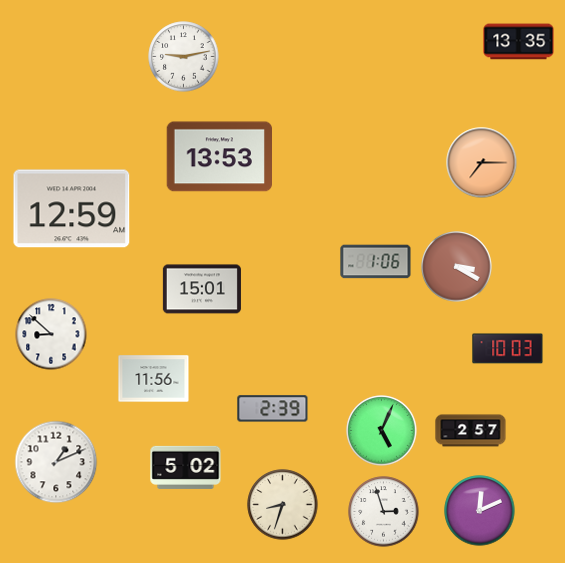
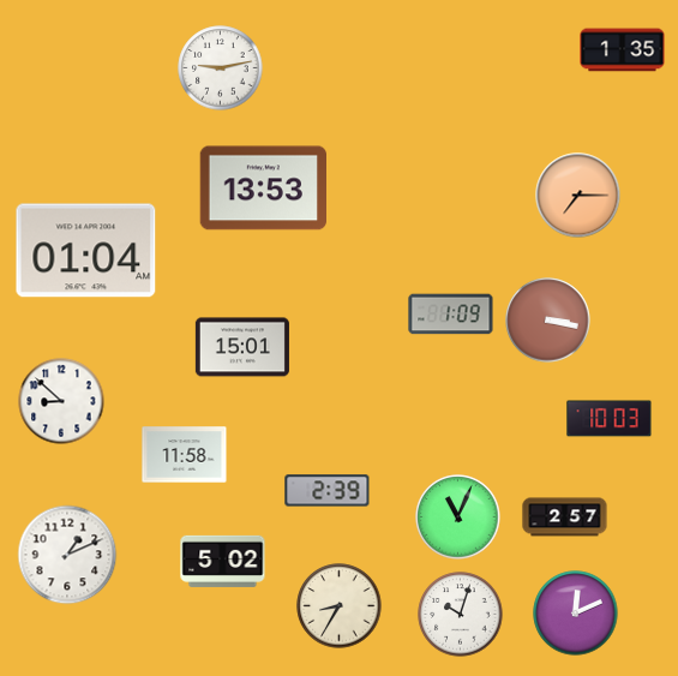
clock at (519, 42): 13:35 -> 1:35
clock at (72, 209): 12:59 -> 01:04
clock at (376, 262): 1:06 -> 1:09
clock at (457, 267): 3:20 -> 3:17
clock at (154, 379): 11:56 -> 11:58
clock at (382, 431): 5:04 -> 11:04
clock at (283, 505): 8:33 -> 8:35
clock at (384, 512): 2:57 -> 10:03
